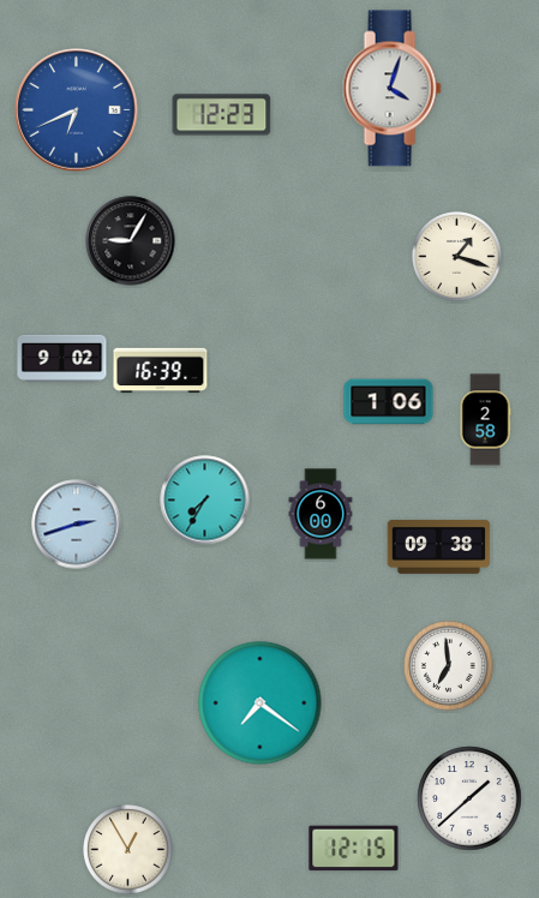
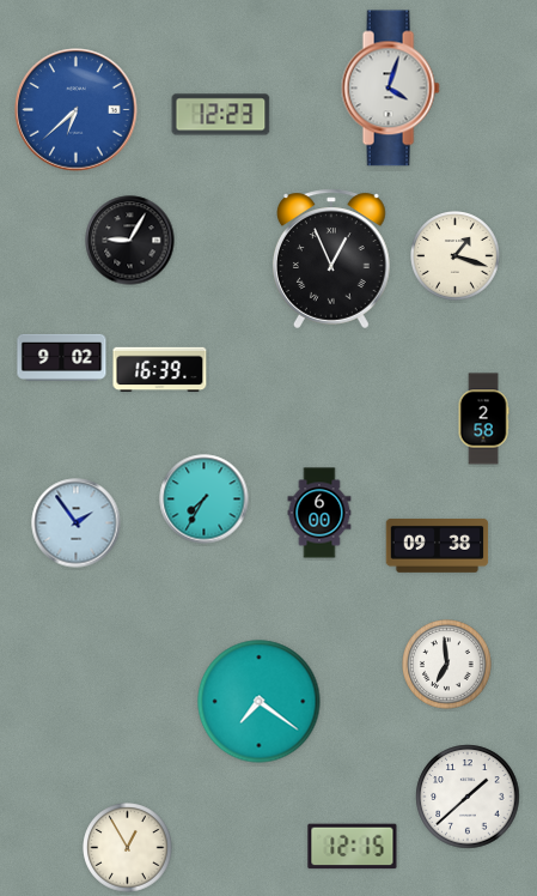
clock at (77, 110): 6:41 -> 6:38
clock at (332, 259): none -> 12:56
clock at (389, 402): 1:06 -> none
clock at (77, 525): 2:42 -> 1:54
